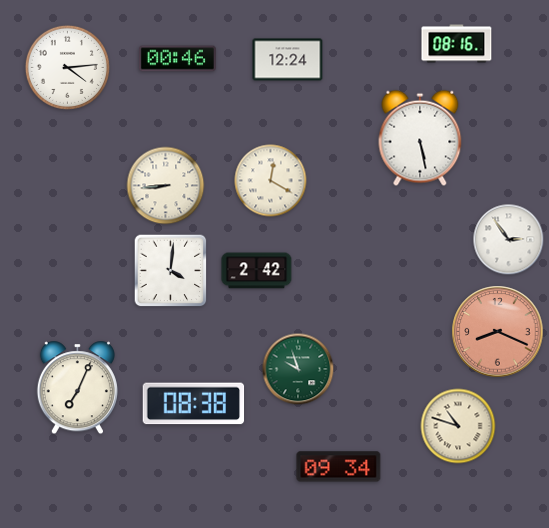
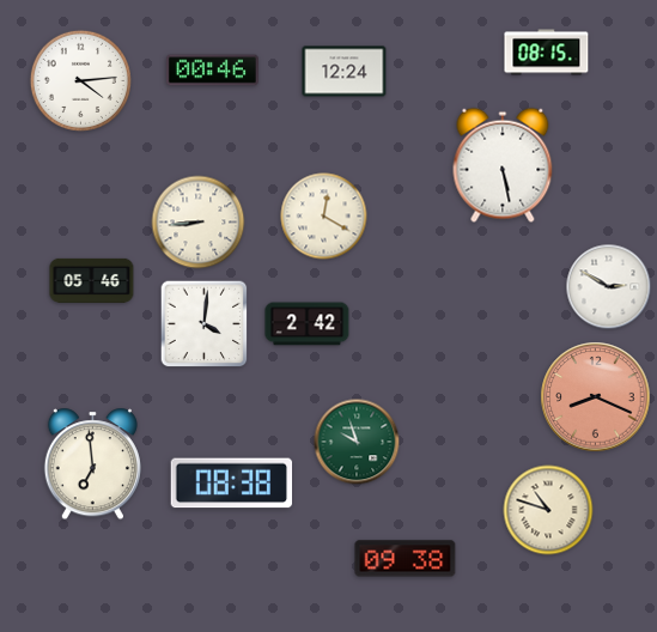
clock at (457, 44): 08:16 -> 08:15
clock at (92, 280): none -> 05:46
clock at (509, 240): 2:54 -> 2:50
clock at (77, 388): 7:04 -> 6:59
clock at (339, 467): 09:34 -> 09:38
